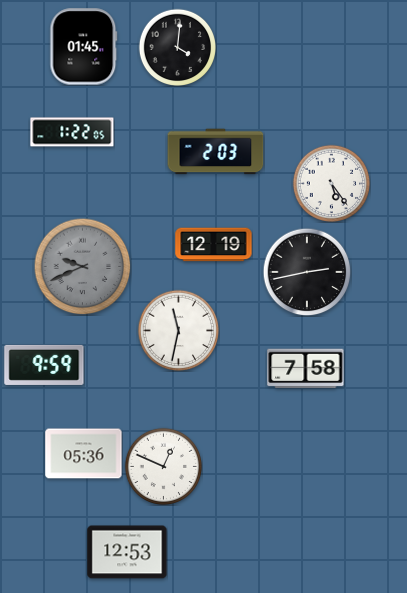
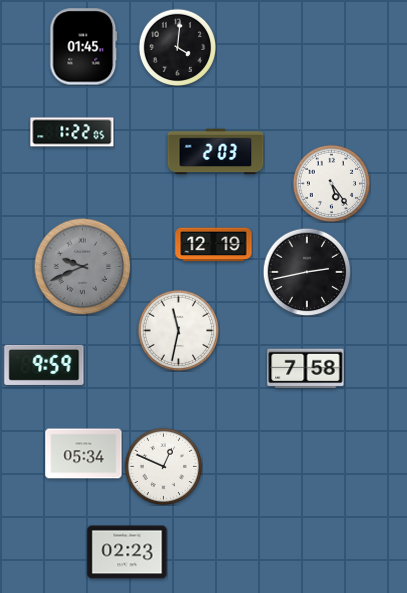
clock at (84, 454): 05:36 -> 05:34
clock at (127, 552): 12:53 -> 02:23
